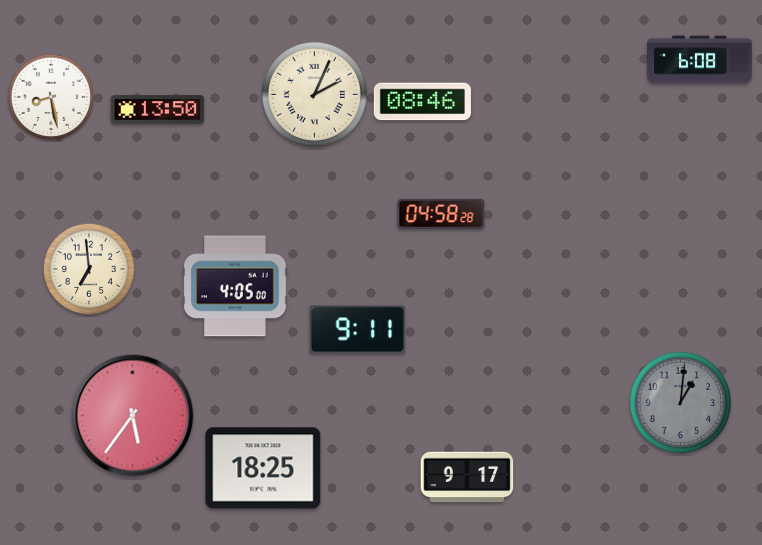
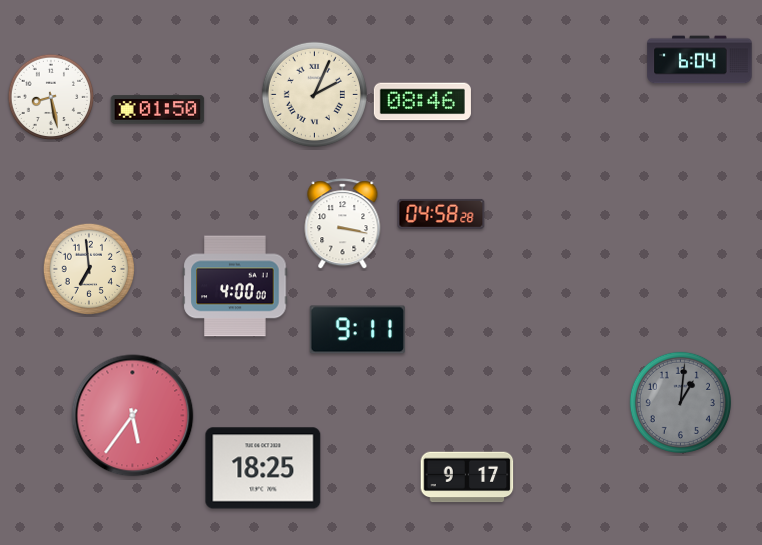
clock at (700, 60): 6:08 -> 6:04
clock at (158, 110): 13:50 -> 01:50
clock at (343, 224): none -> 3:17
clock at (235, 286): 4:05 -> 4:00
